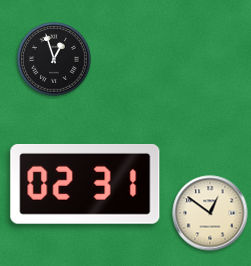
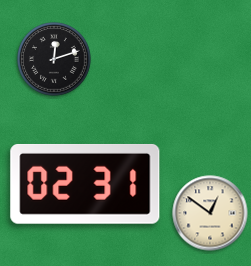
clock at (54, 59): 12:57 -> 12:12
